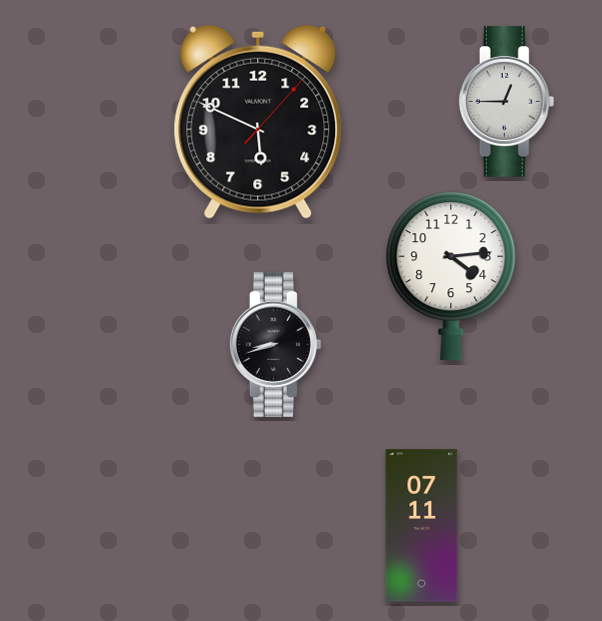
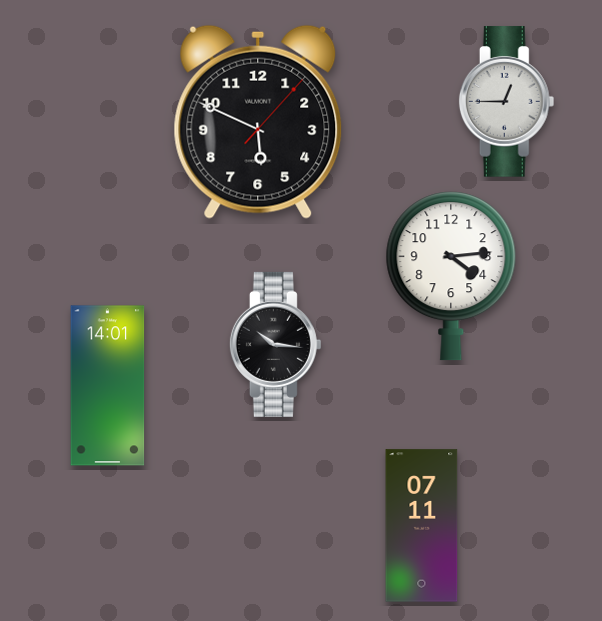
clock at (275, 344): 8:42 -> 10:16
clock at (108, 386): none -> 14:01
